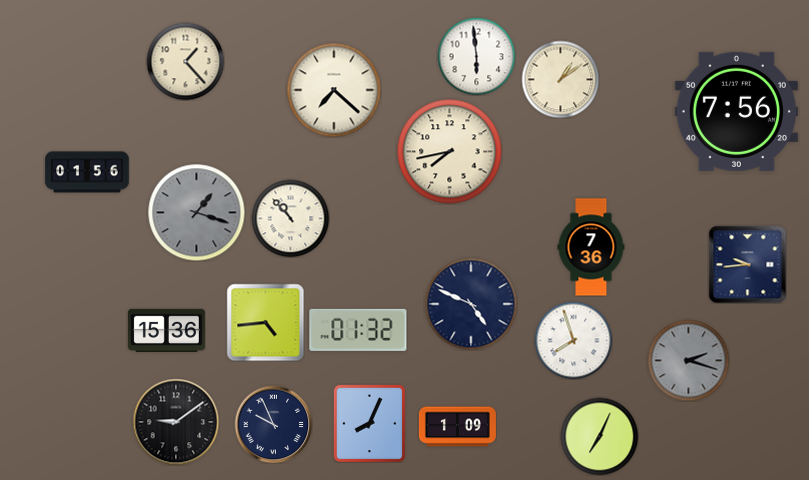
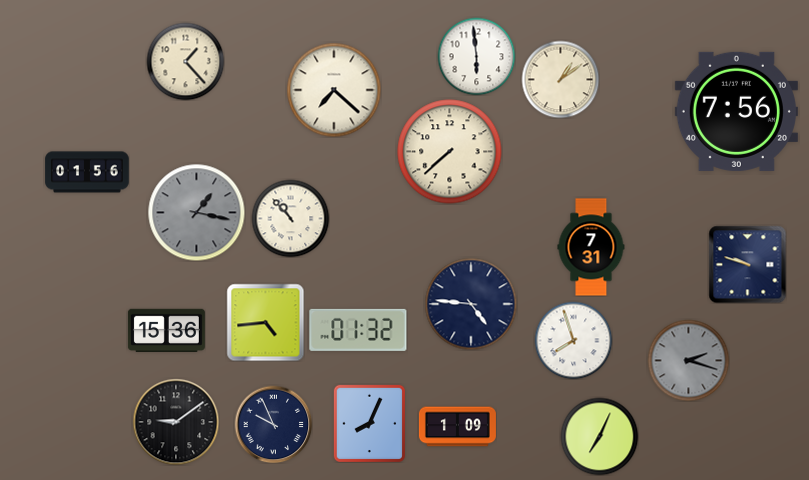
clock at (450, 152): 7:43 -> 7:38
clock at (196, 212): 1:18 -> 1:17
clock at (591, 247): 7:36 -> 7:31
clock at (747, 264): 9:44 -> 9:48
clock at (471, 304): 4:49 -> 4:46
